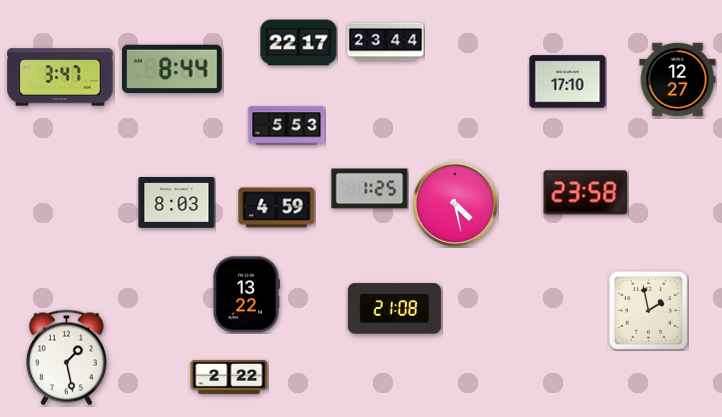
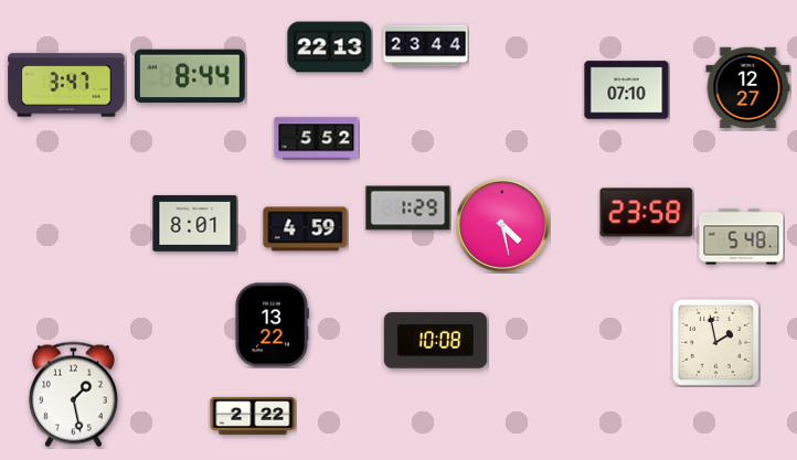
clock at (299, 43): 22:17 -> 22:13
clock at (568, 82): 17:10 -> 07:10
clock at (287, 126): 5:53 -> 5:52
clock at (370, 189): 1:25 -> 1:29
clock at (177, 202): 8:03 -> 8:01
clock at (742, 237): none -> 5:48
clock at (394, 309): 21:08 -> 10:08
